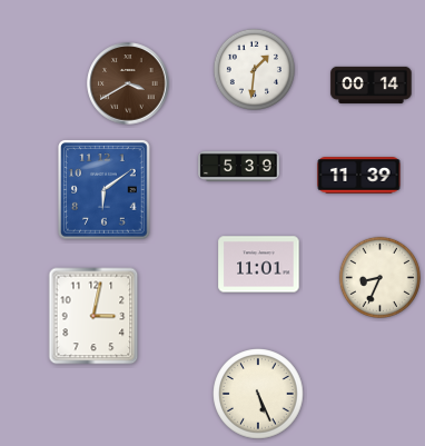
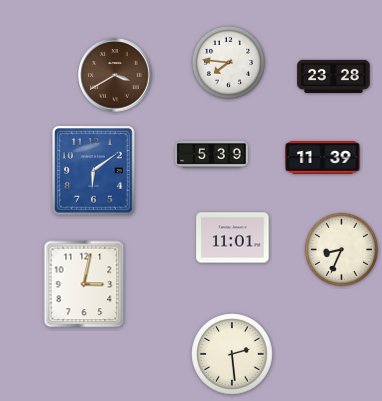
clock at (254, 69): 1:31 -> 7:46
clock at (372, 85): 00:14 -> 23:28
clock at (239, 166) position: (239, 166) -> (212, 154)
clock at (258, 394): 5:26 -> 2:29
